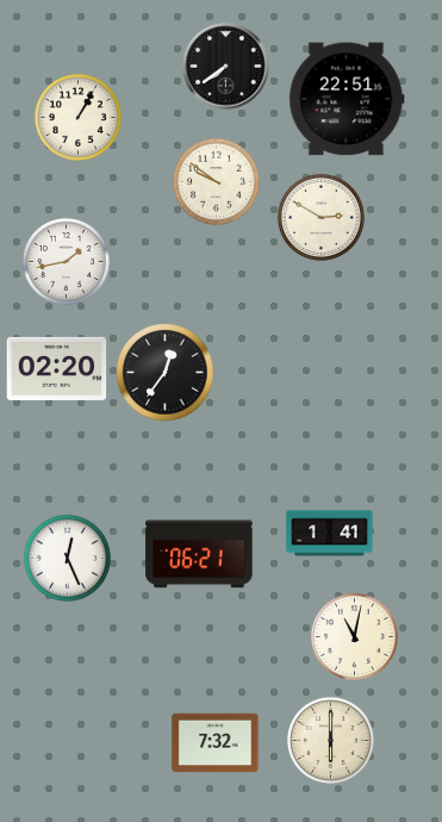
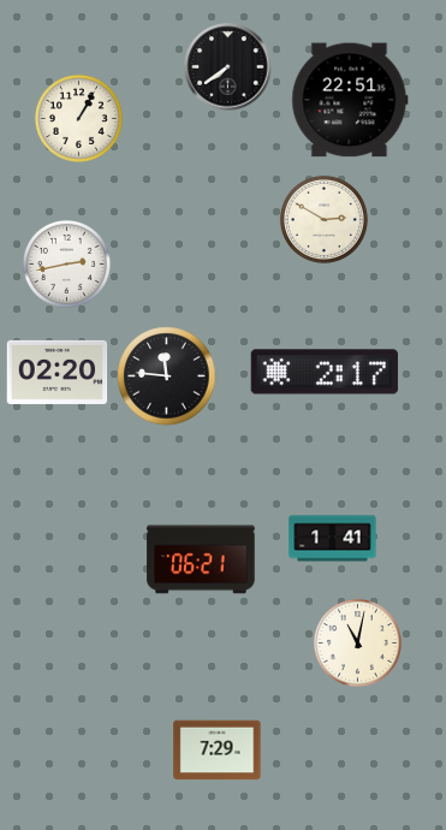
clock at (216, 181): 9:51 -> none
clock at (66, 261): 1:43 -> 2:43
clock at (325, 372): none -> 2:17
clock at (166, 373): 12:36 -> 11:46
clock at (67, 558): 12:26 -> none
clock at (330, 740): 6:00 -> none
clock at (216, 743): 7:32 -> 7:29
